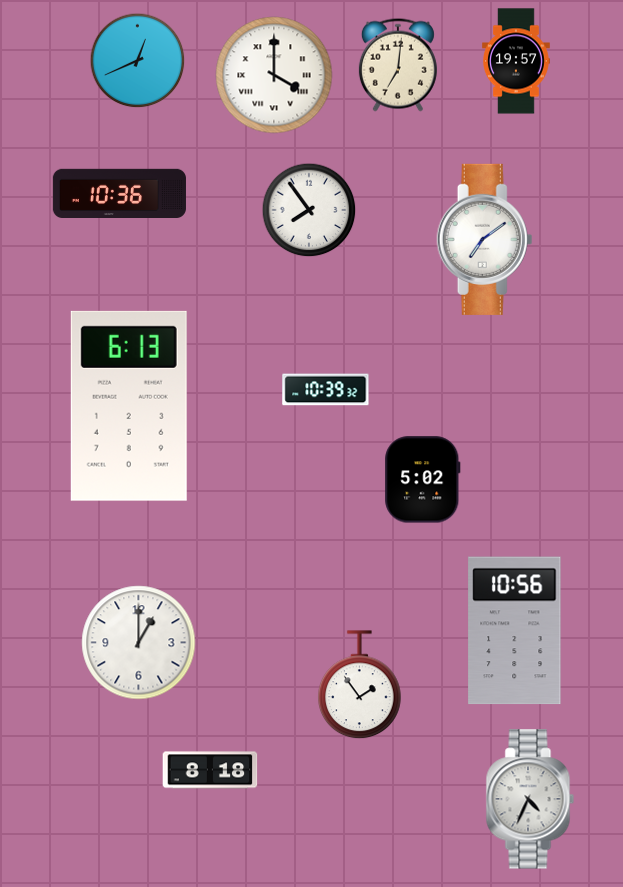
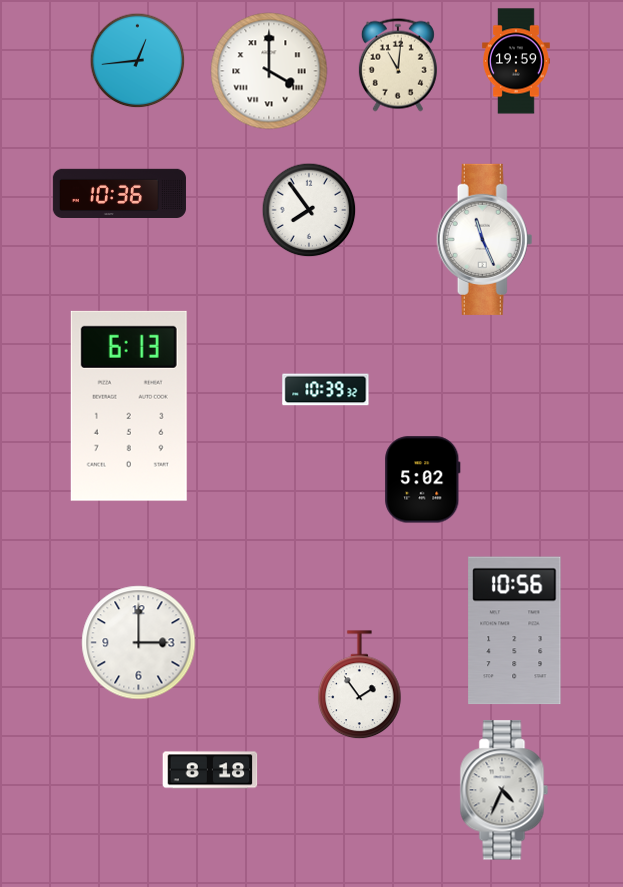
clock at (138, 61): 12:41 -> 12:44
clock at (517, 61): 19:57 -> 19:59
clock at (398, 65): 7:01 -> 11:01
clock at (274, 75) position: (274, 75) -> (269, 71)
clock at (485, 239): 7:09 -> 11:26
clock at (139, 643): 1:00 -> 3:00
clock at (530, 799) position: (530, 799) -> (504, 790)
